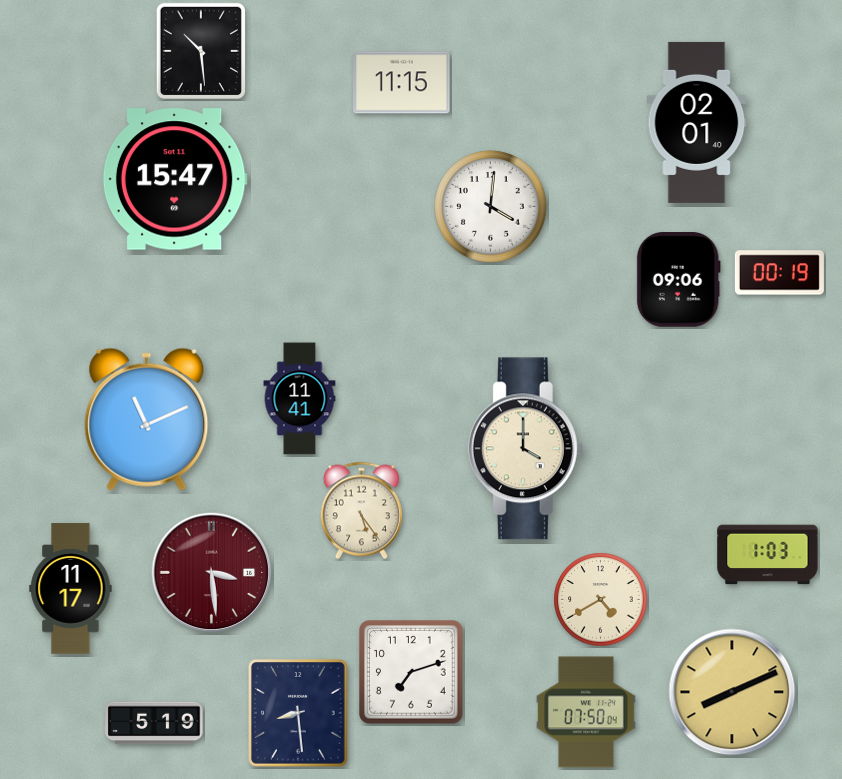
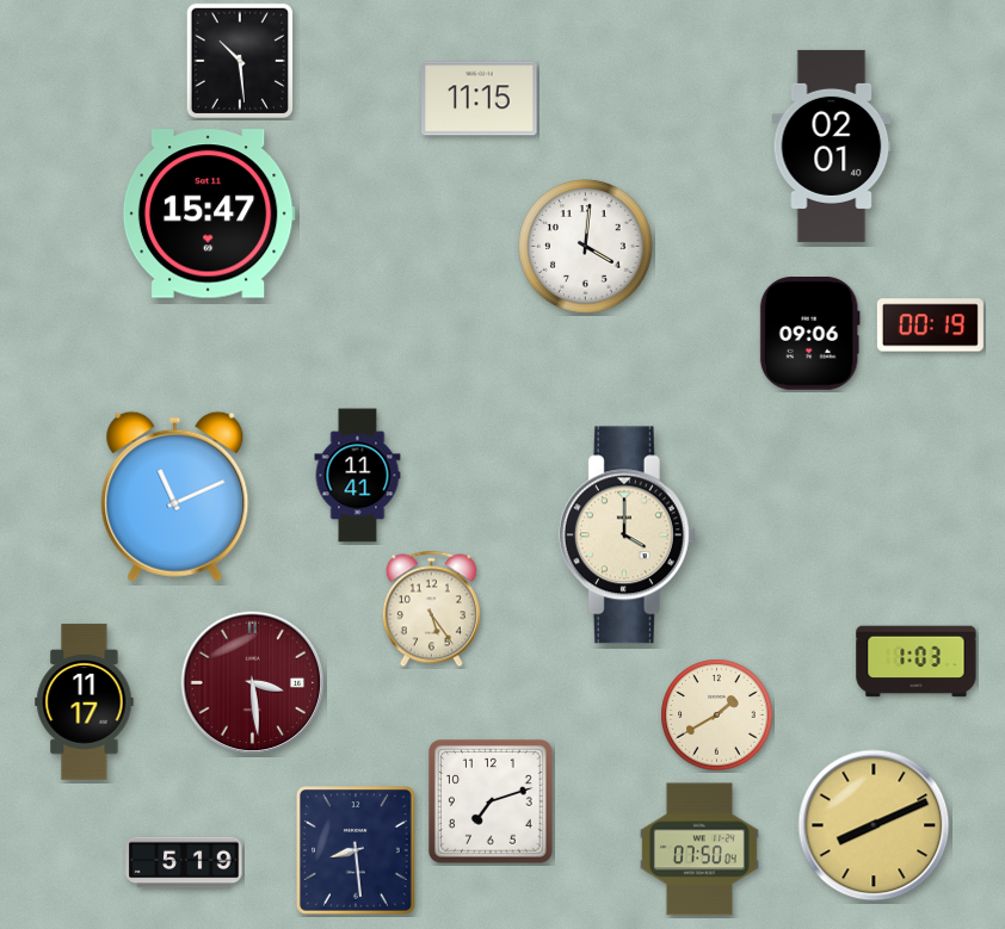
clock at (147, 419) position: (147, 419) -> (175, 496)
clock at (601, 600): 4:40 -> 1:40
